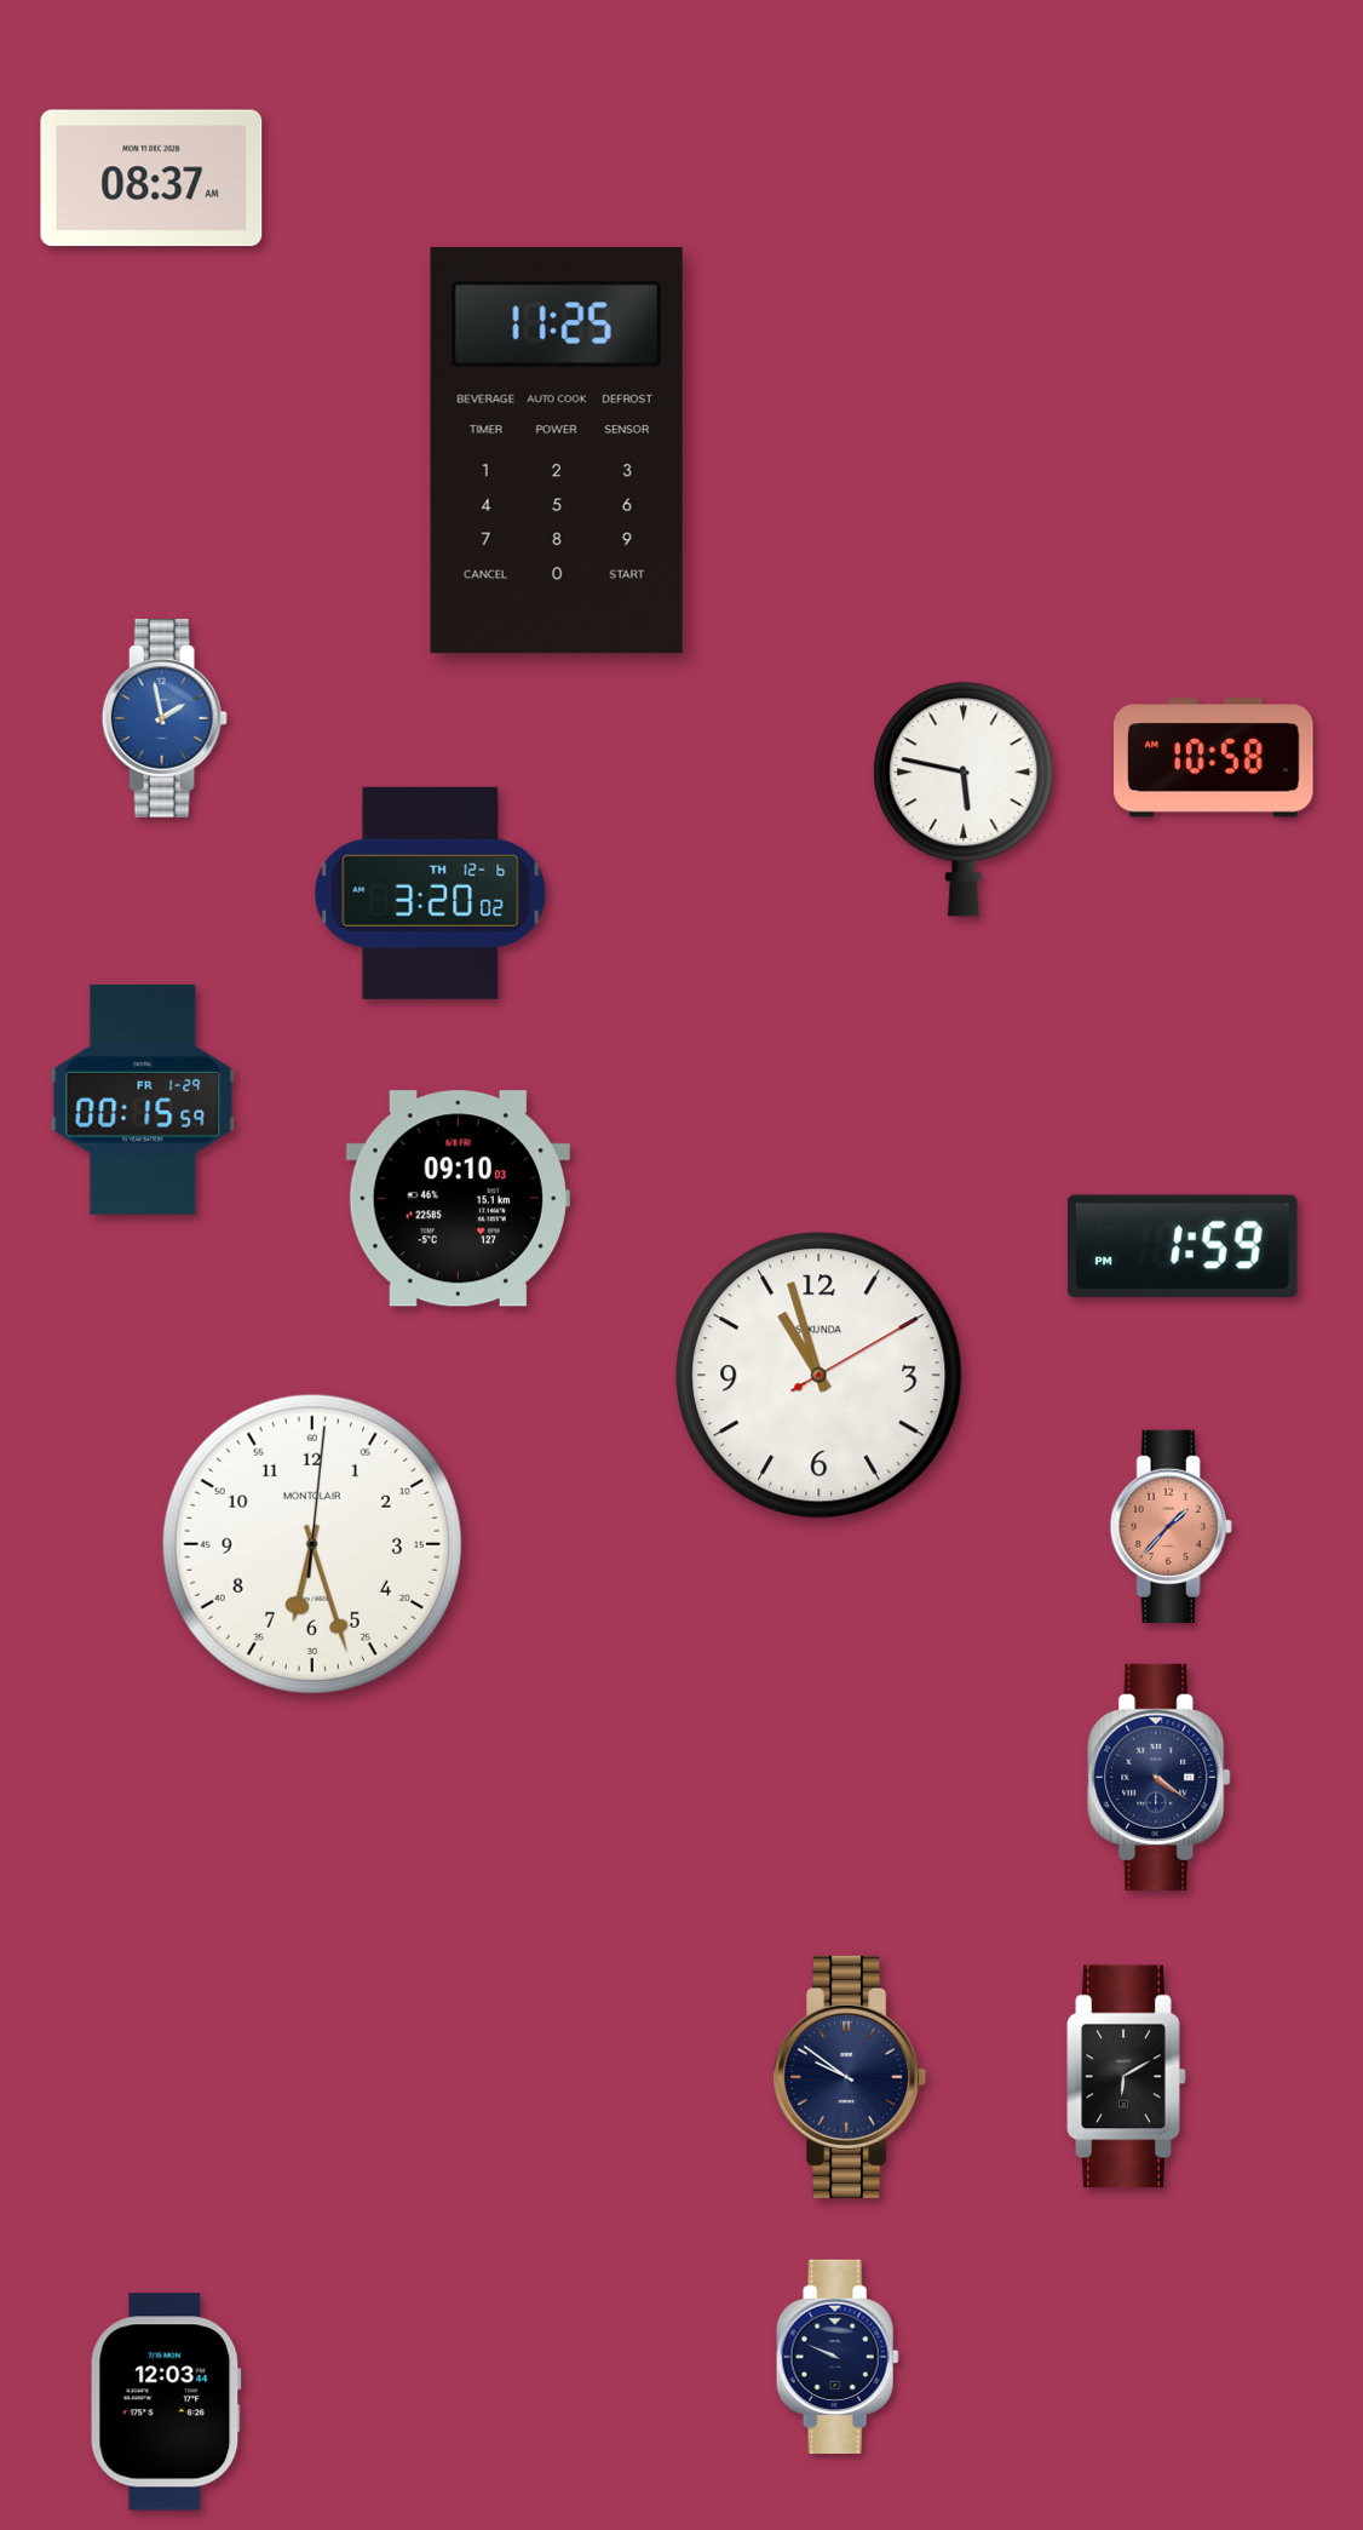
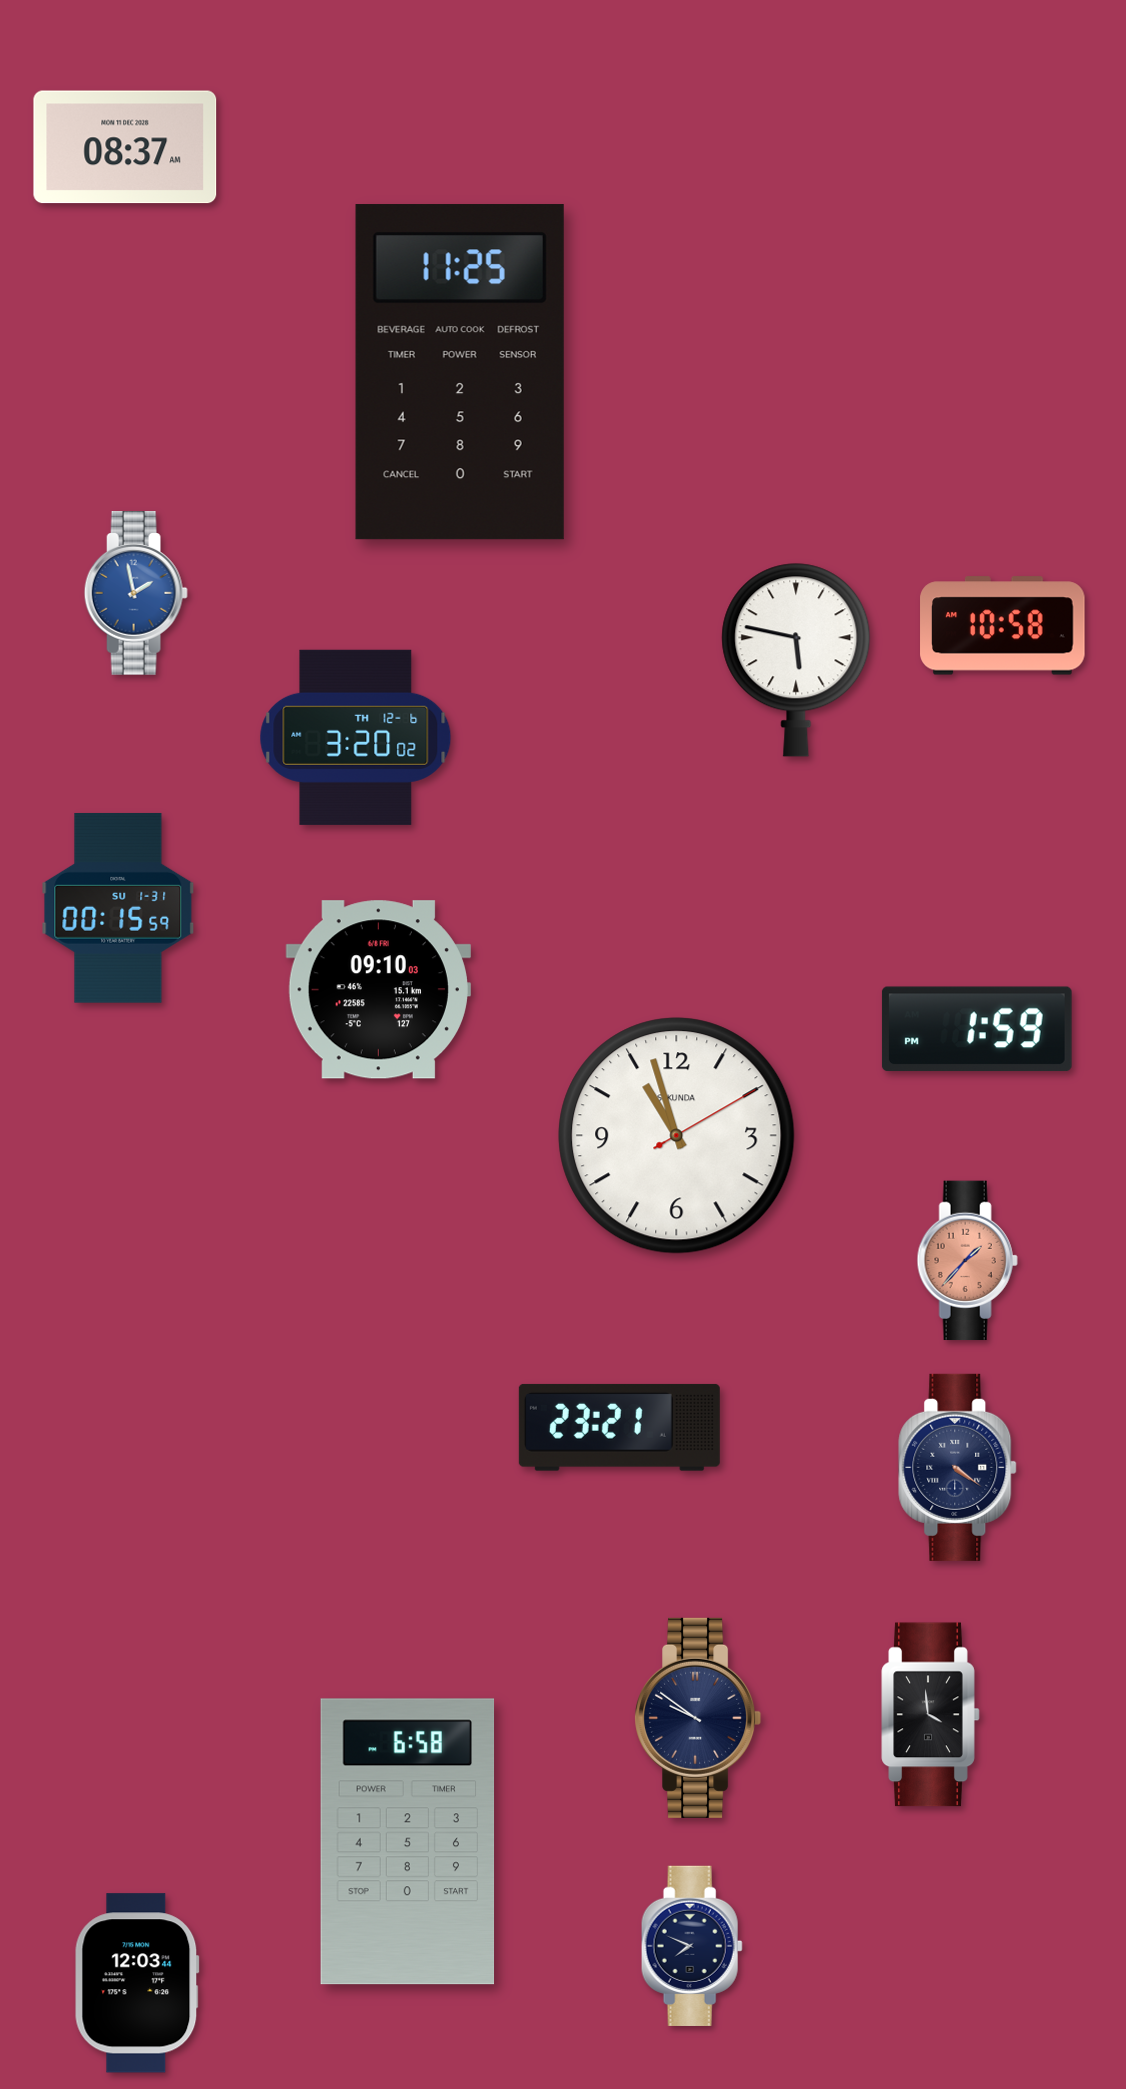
clock at (143, 1100) date: FR 1-29 -> SU 1-31
clock at (312, 1544): 6:27 -> none
clock at (619, 1427): none -> 23:21
clock at (850, 2077) position: (850, 2077) -> (698, 1718)
clock at (1127, 2077): 6:10 -> 3:59
clock at (408, 1842): none -> 6:58
clock at (838, 2357): 9:49 -> 7:49
